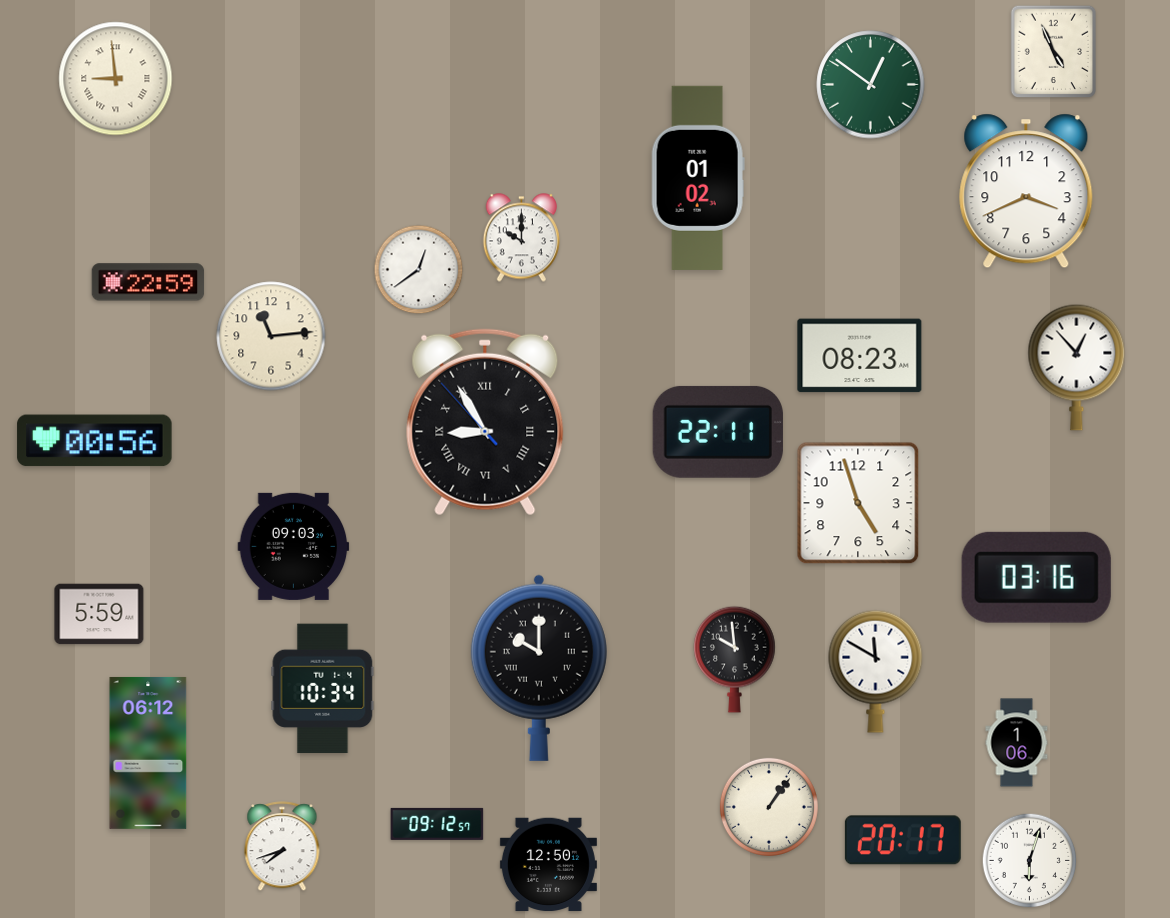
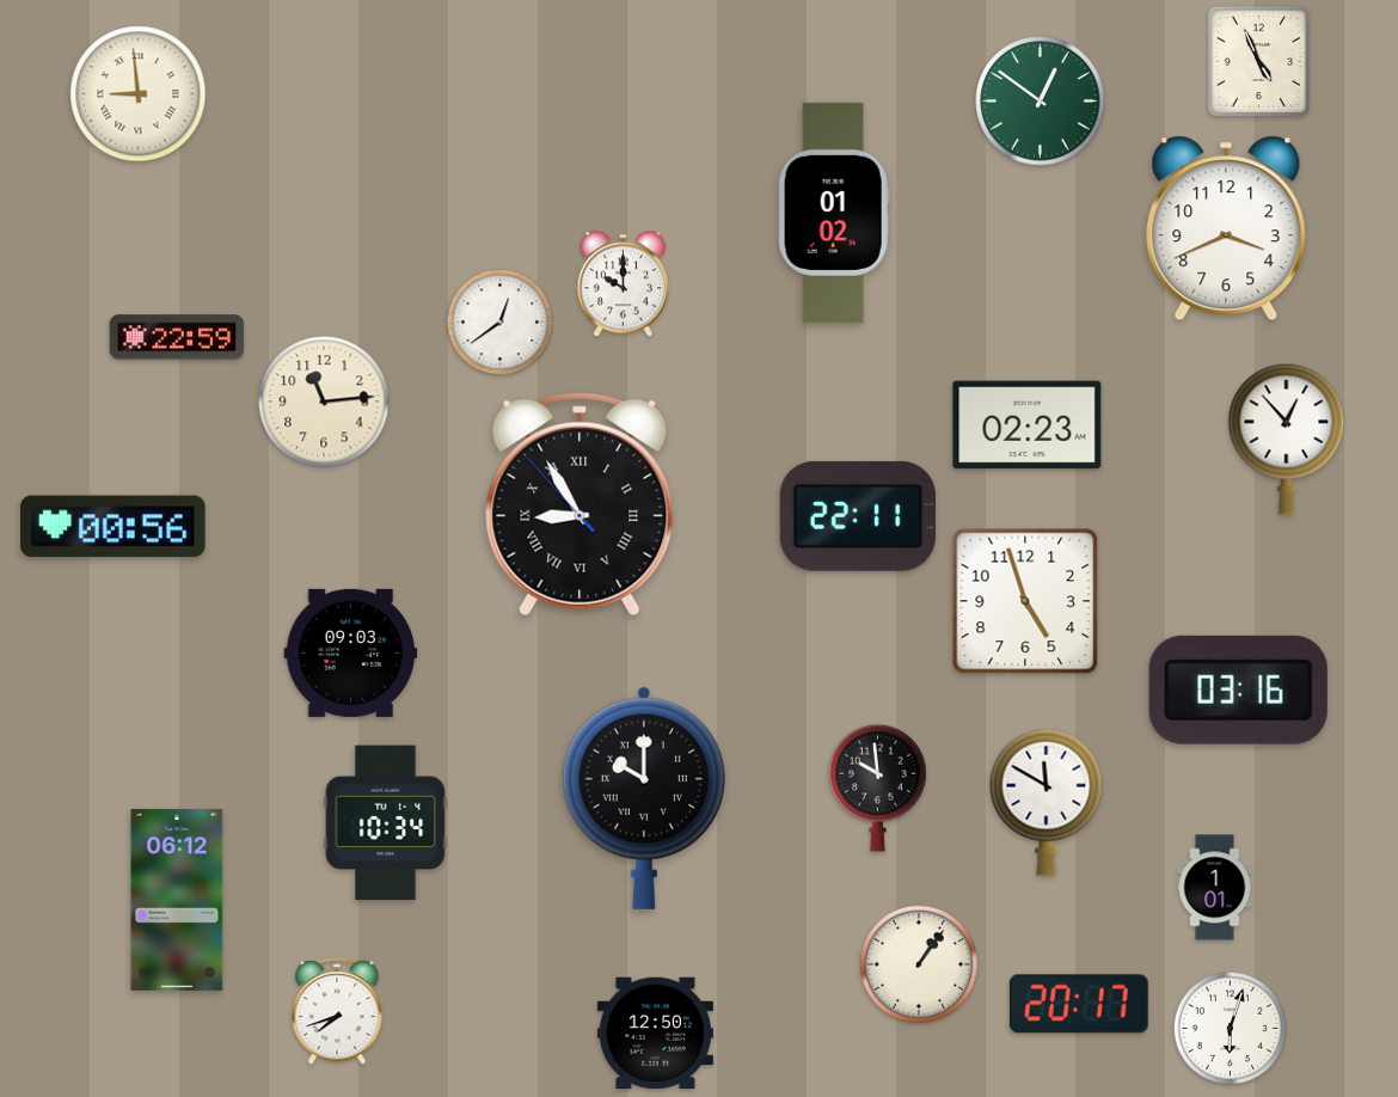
clock at (860, 356): 08:23 -> 02:23
clock at (99, 614): 5:59 -> none
clock at (1017, 743): 1:06 -> 1:01
clock at (437, 824): 09:12 -> none
